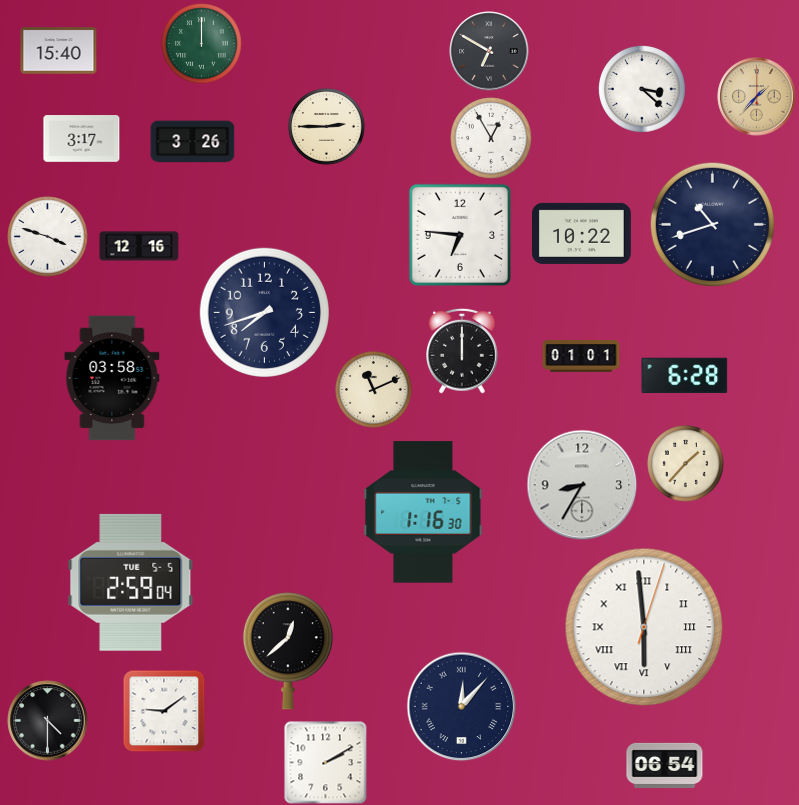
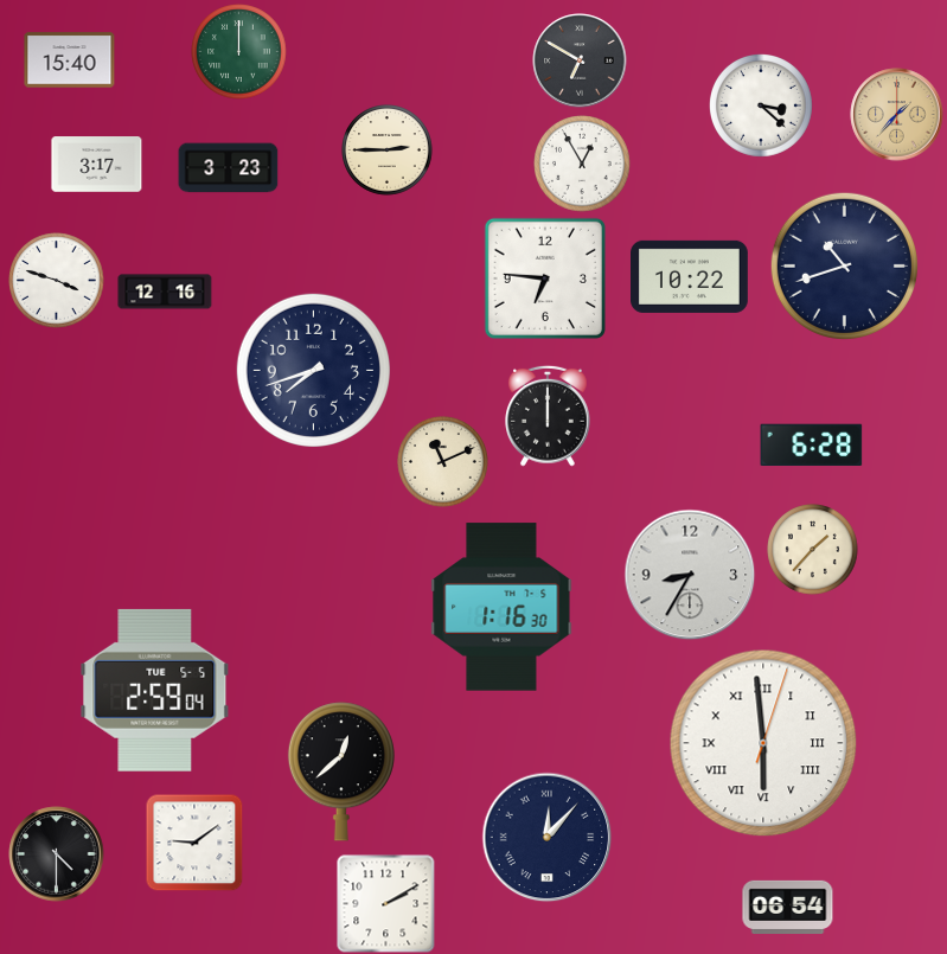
clock at (193, 142): 3:26 -> 3:23
clock at (581, 356): 01:01 -> none
clock at (112, 378): 03:58 -> none
